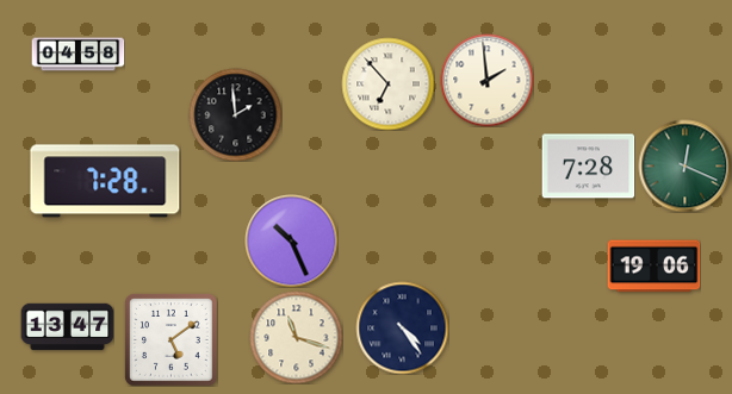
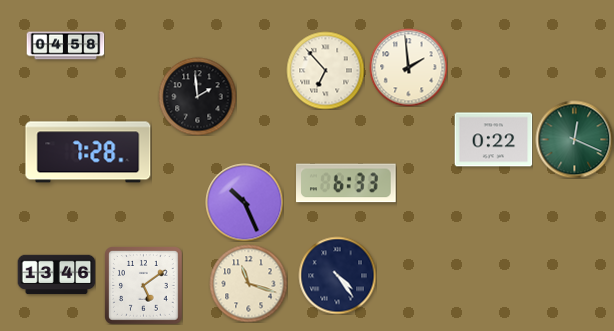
clock at (588, 167): 7:28 -> 0:22
clock at (347, 183): none -> 6:33
clock at (653, 267): 19:06 -> none
clock at (67, 327): 13:47 -> 13:46
